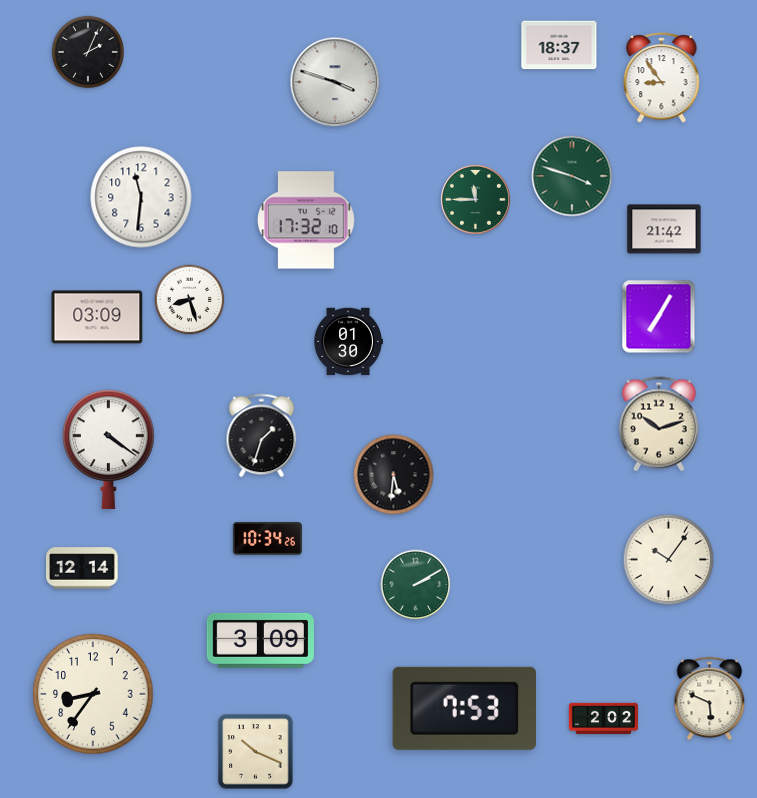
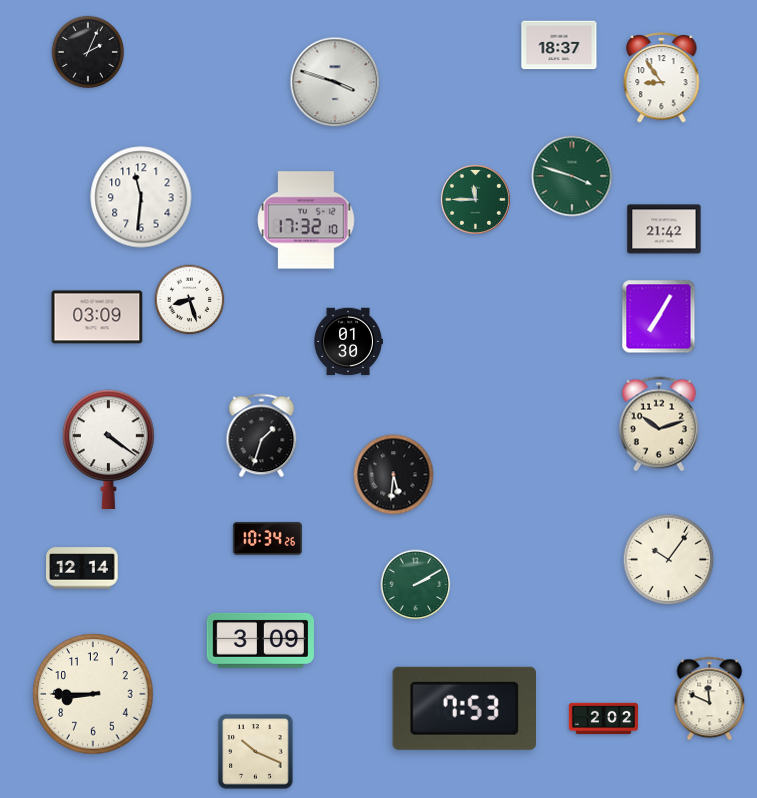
clock at (93, 694): 8:36 -> 8:45
clock at (710, 699): 5:49 -> 11:49
